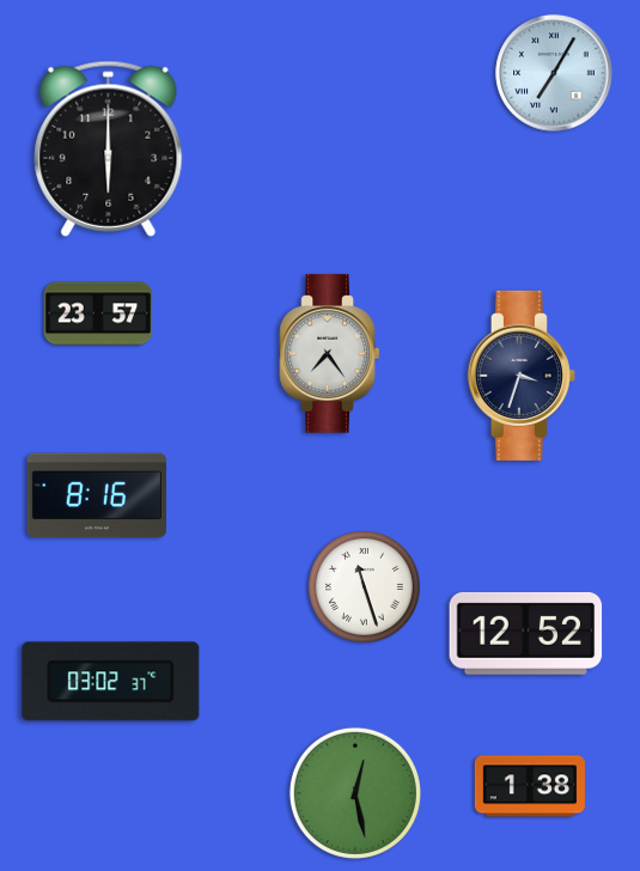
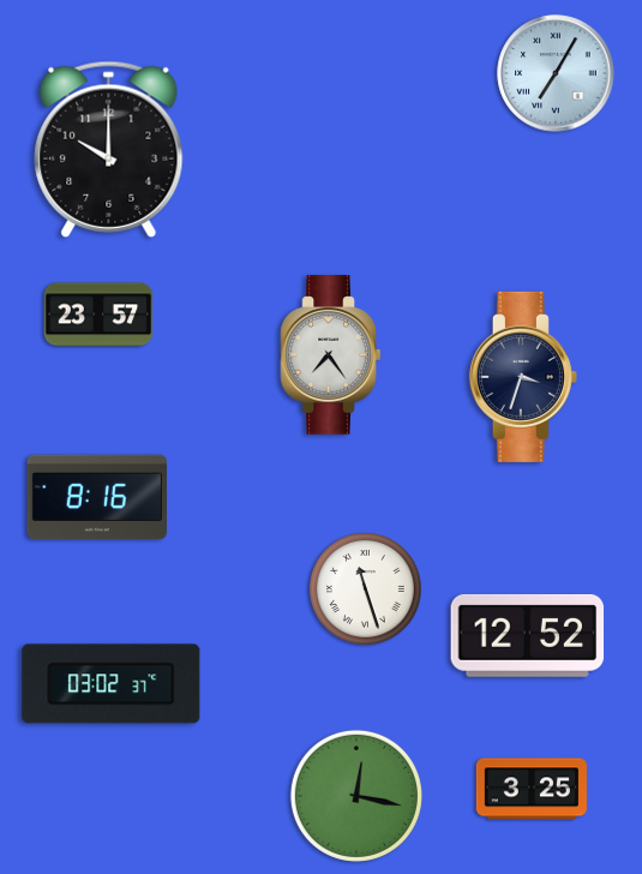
clock at (109, 148): 6:00 -> 10:00
clock at (530, 786): 1:38 -> 3:25
clock at (355, 793): 12:28 -> 12:17
